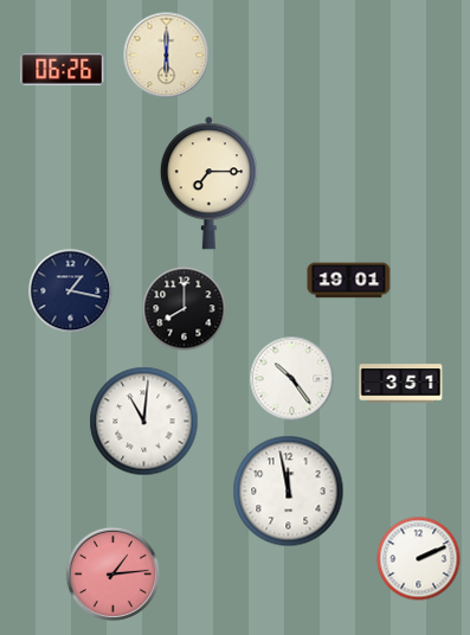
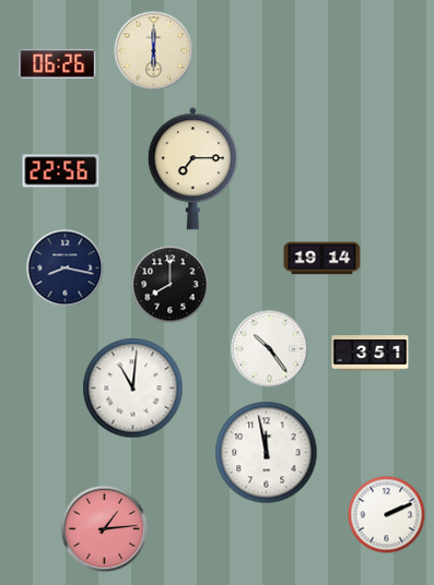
clock at (61, 171): none -> 22:56
clock at (349, 281): 19:01 -> 19:14
clock at (71, 291): 1:17 -> 8:17
